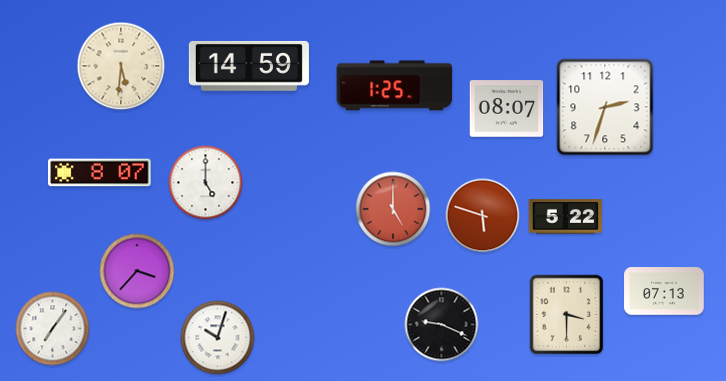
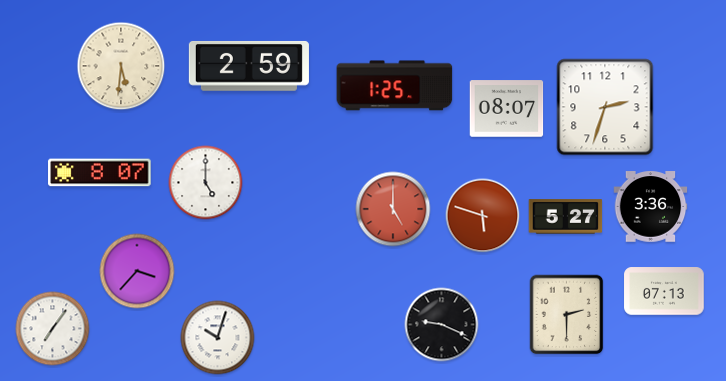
clock at (249, 66): 14:59 -> 2:59
clock at (651, 207): none -> 3:36
clock at (566, 217): 5:22 -> 5:27
clock at (567, 315): 3:30 -> 2:30
